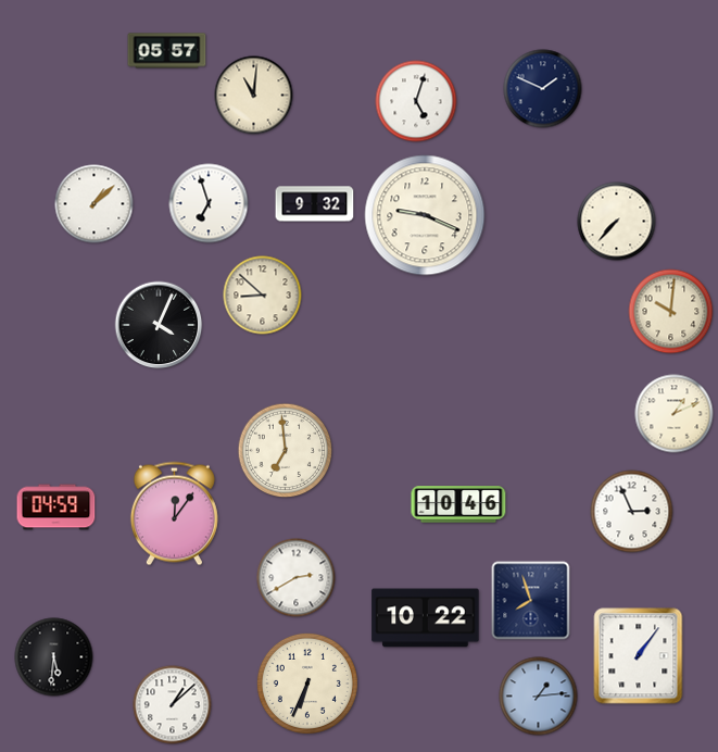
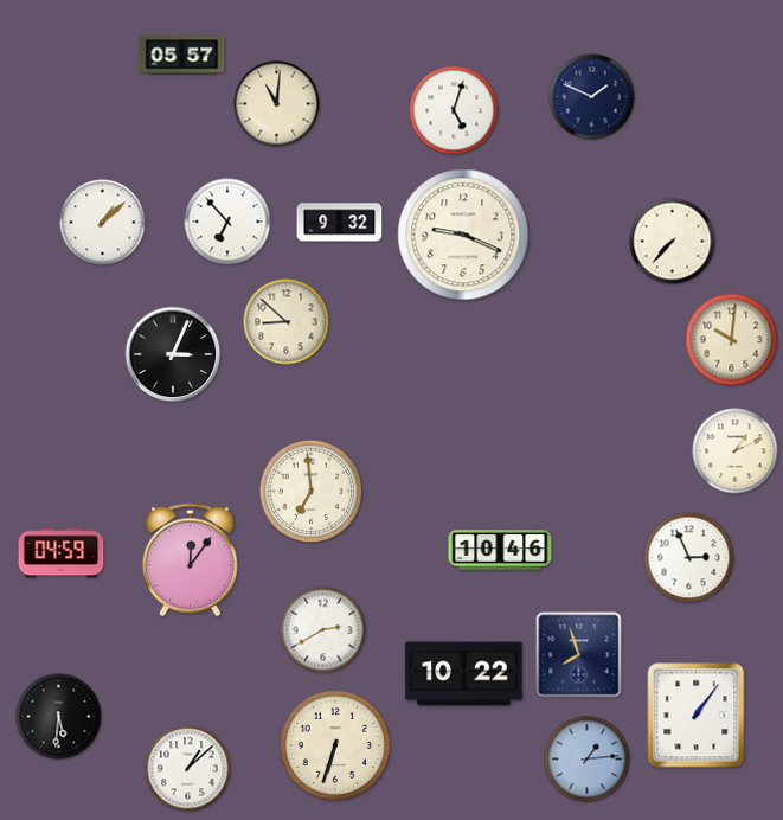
clock at (209, 203): 6:57 -> 6:53
clock at (315, 204) position: (315, 204) -> (340, 223)
clock at (159, 325): 4:04 -> 3:04
clock at (307, 684): 6:34 -> 6:33
